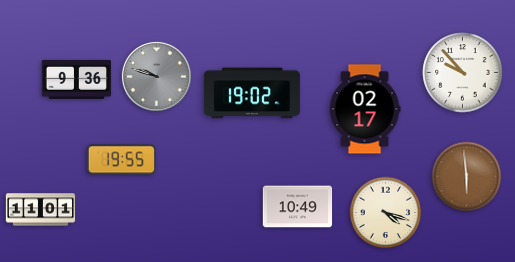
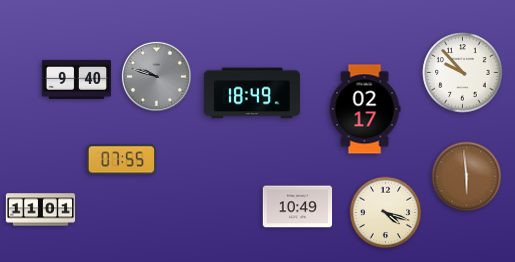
clock at (77, 79): 9:36 -> 9:40
clock at (252, 93): 19:02 -> 18:49
clock at (121, 160): 19:55 -> 07:55
